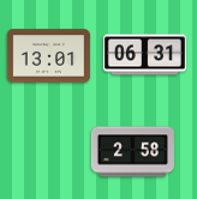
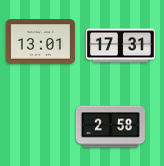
clock at (144, 55): 06:31 -> 17:31
clock at (48, 56) position: (48, 56) -> (40, 42)
